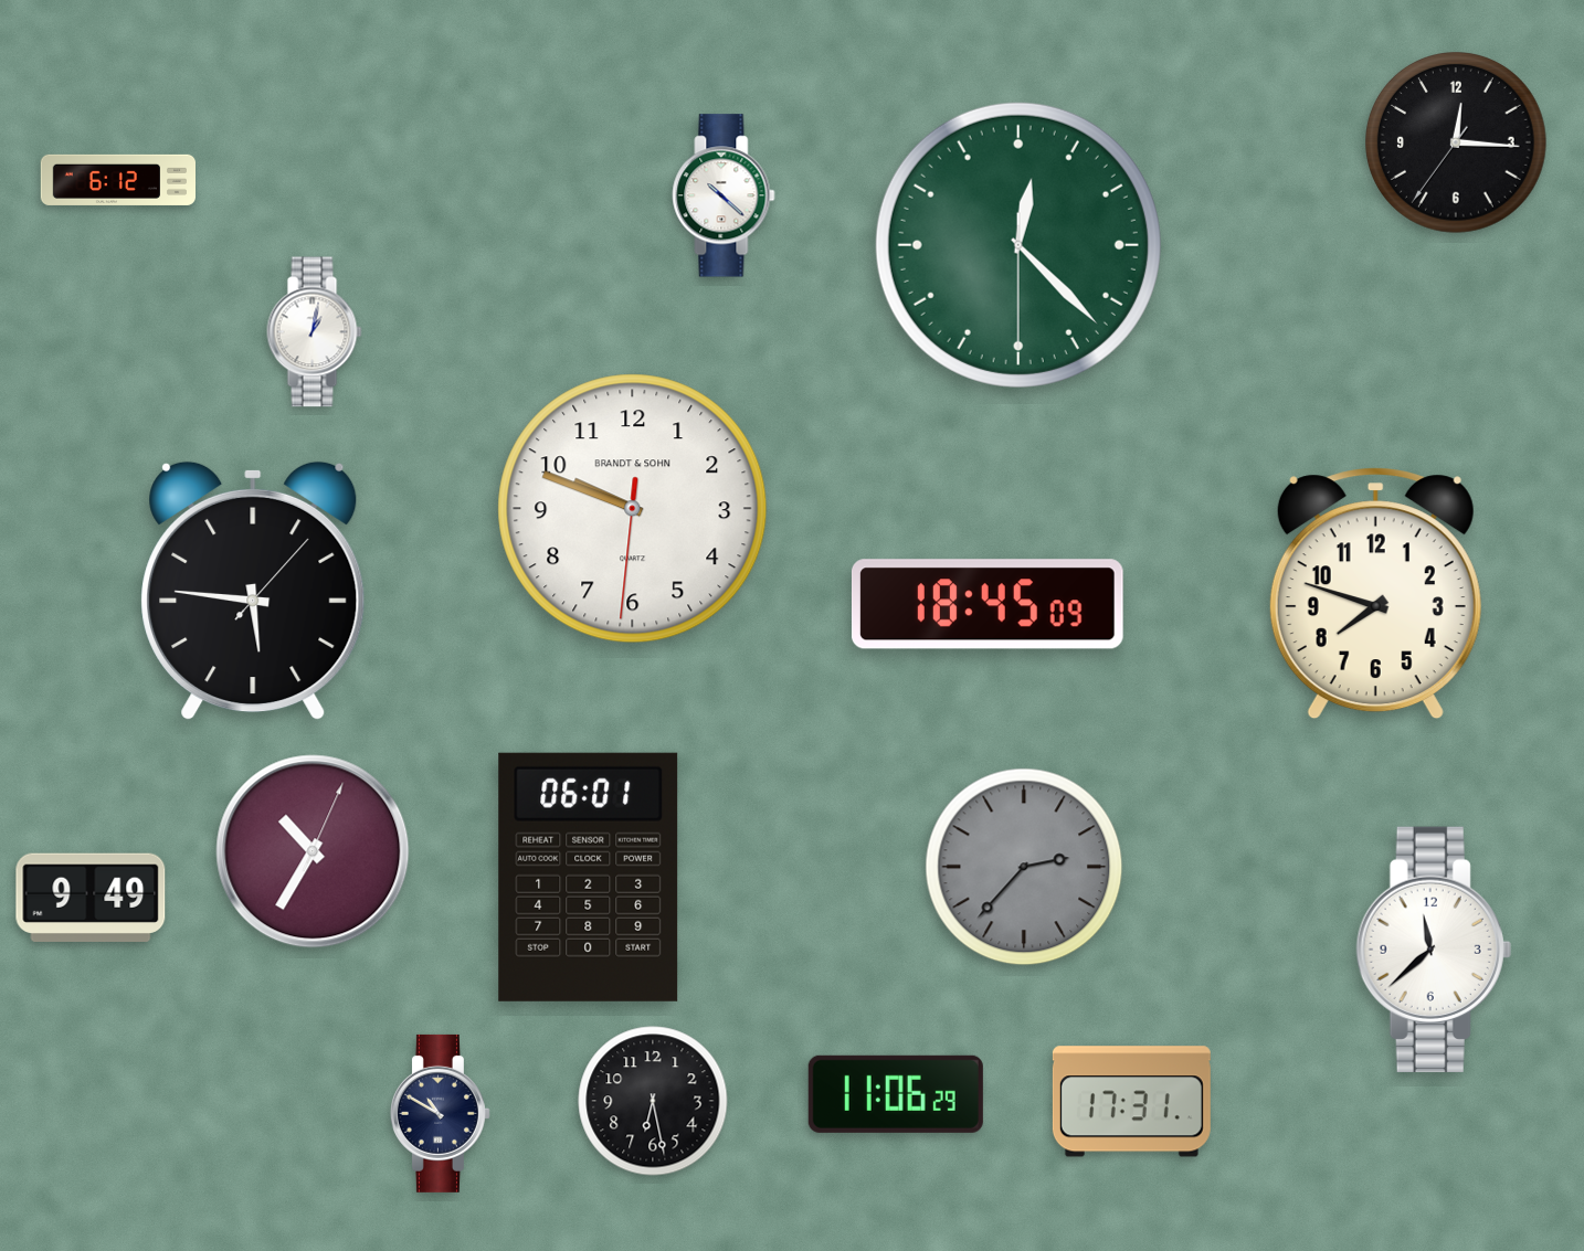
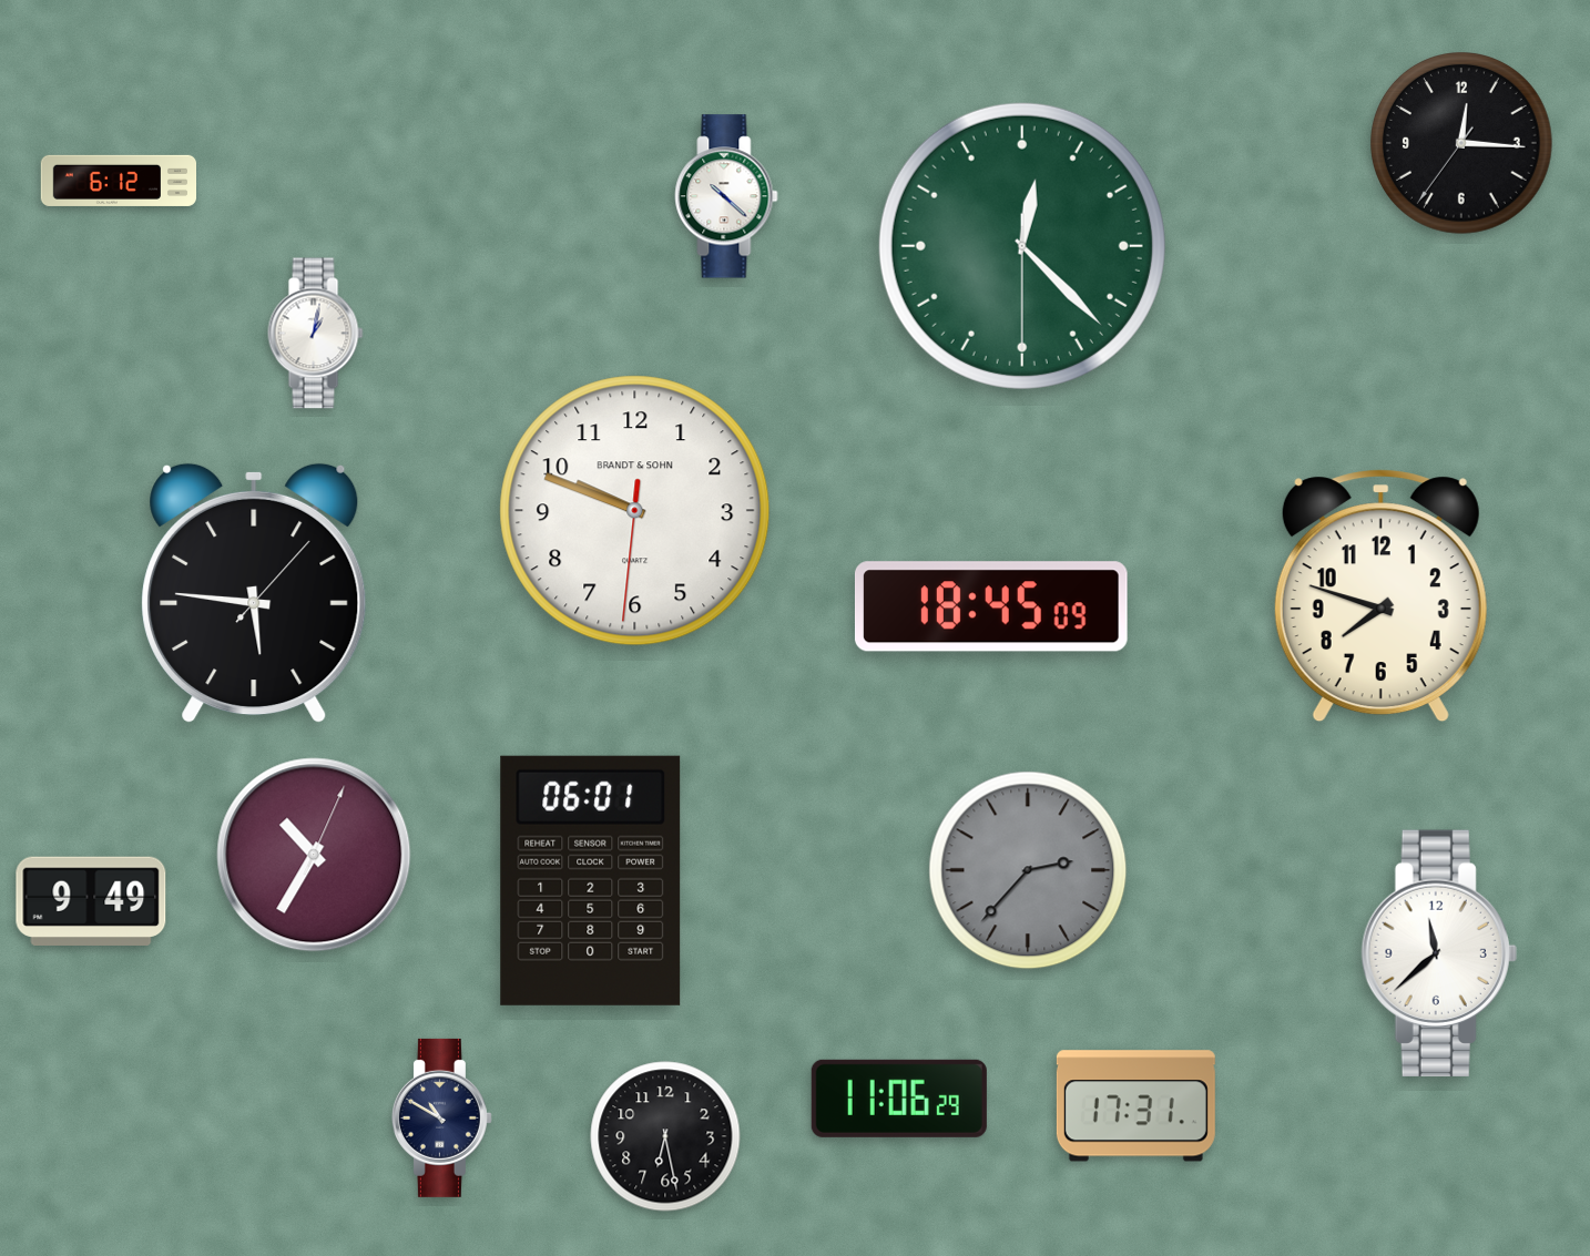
clock at (653, 1101) position: (653, 1101) -> (665, 1136)
